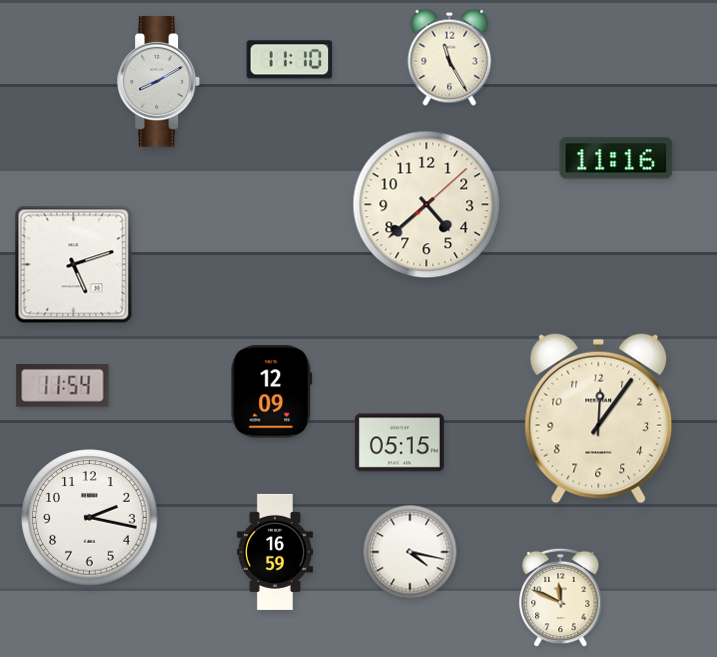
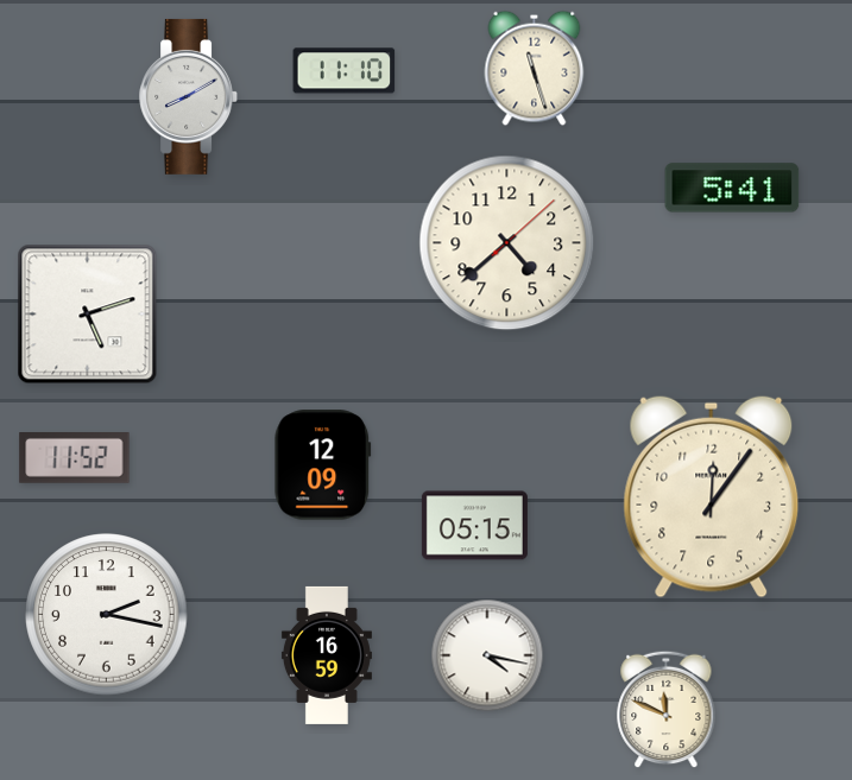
clock at (450, 57): 11:25 -> 11:27
clock at (616, 158): 11:16 -> 5:41
clock at (63, 386): 11:54 -> 11:52
